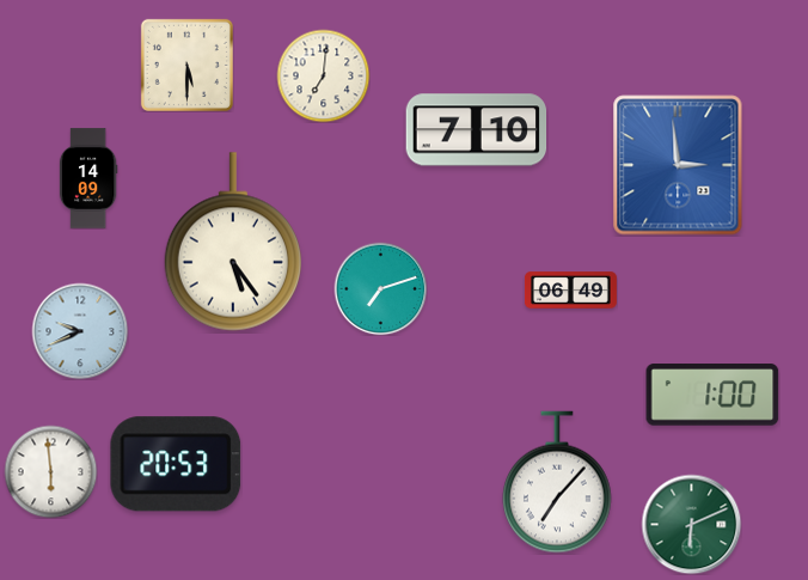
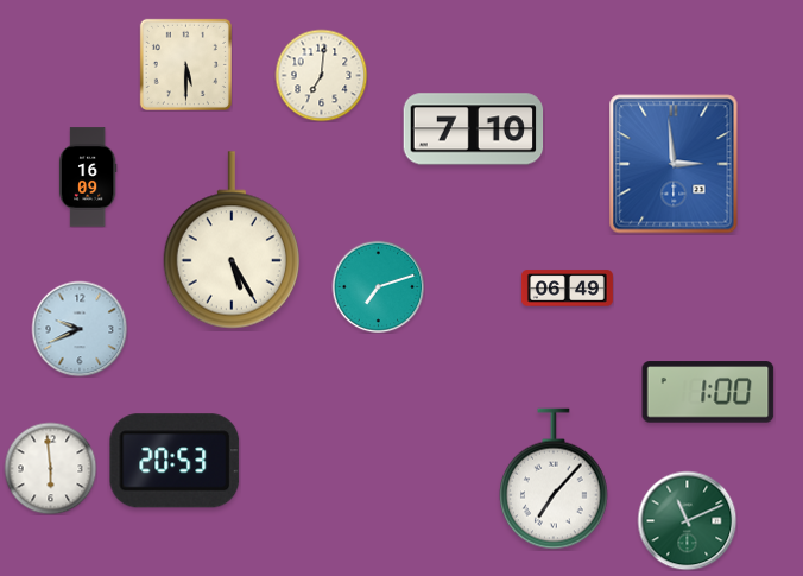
clock at (88, 178): 14:09 -> 16:09
clock at (233, 242): 5:24 -> 5:25
clock at (691, 524): 6:11 -> 11:11
